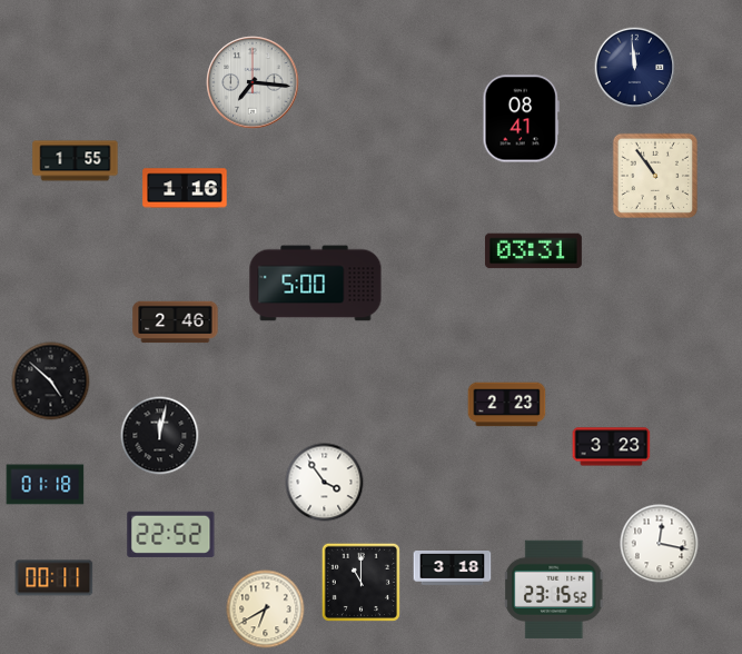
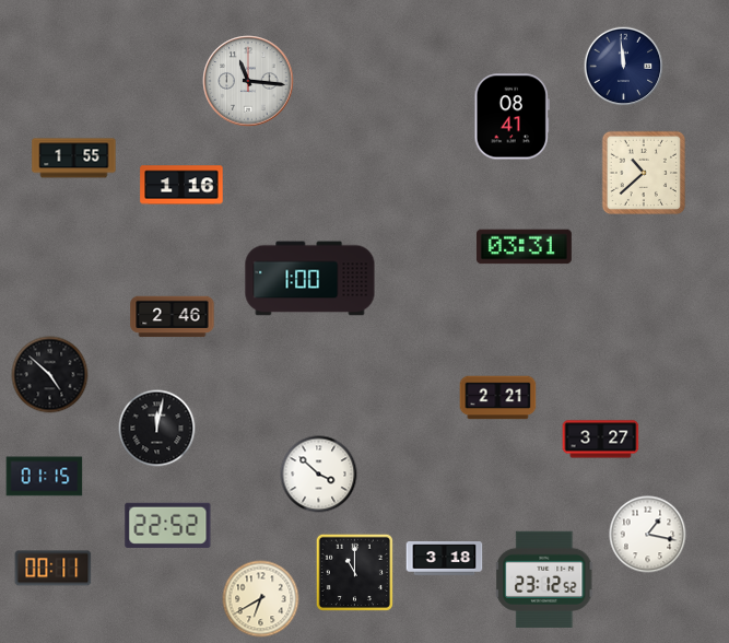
clock at (253, 82): 7:16 -> 11:16
clock at (654, 175): 10:54 -> 10:38
clock at (316, 284): 5:00 -> 1:00
clock at (507, 405): 2:23 -> 2:21
clock at (612, 447): 3:23 -> 3:27
clock at (325, 483): 3:54 -> 3:52
clock at (46, 485): 01:18 -> 01:15
clock at (660, 544): 12:17 -> 1:17
clock at (555, 589): 23:15 -> 23:12
